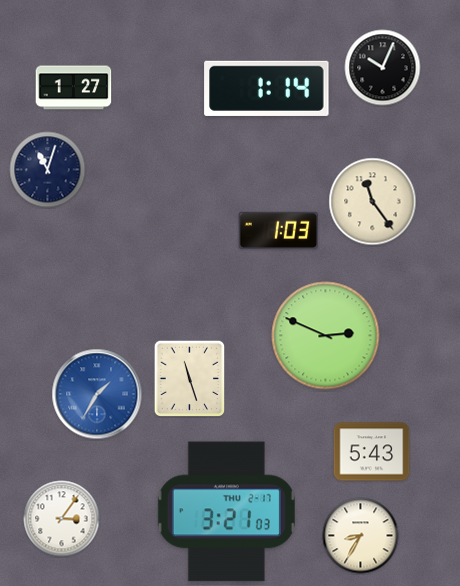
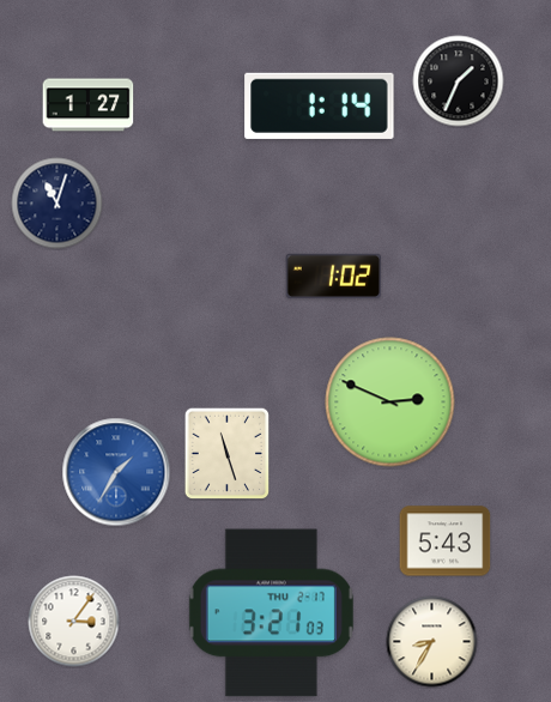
clock at (383, 68): 10:04 -> 1:34
clock at (373, 202): 11:24 -> none
clock at (278, 230): 1:03 -> 1:02
